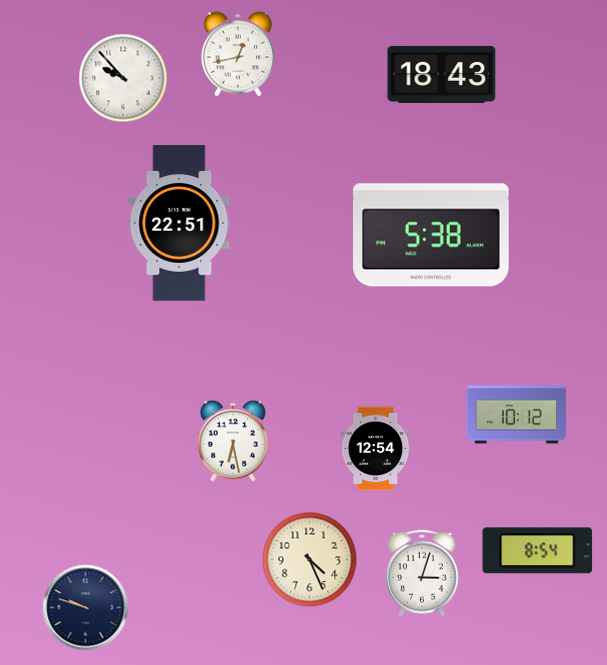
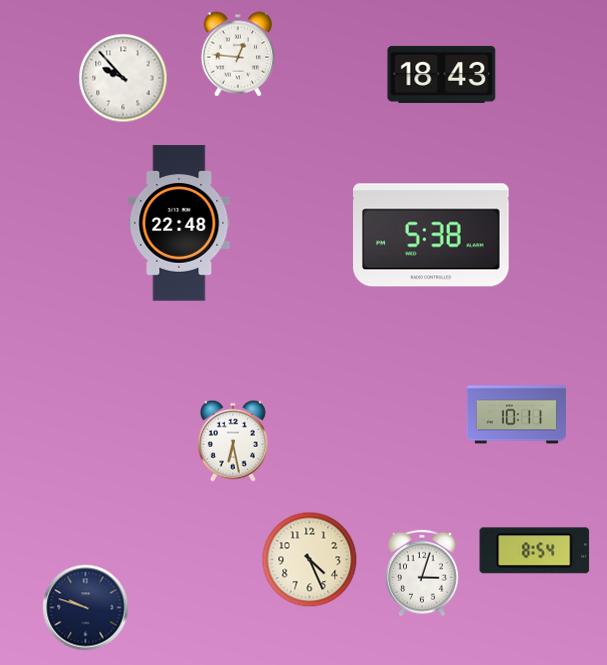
clock at (238, 54): 12:43 -> 12:46
clock at (179, 223): 22:51 -> 22:48
clock at (516, 415): 10:12 -> 10:11
clock at (376, 449): 12:54 -> none
clock at (538, 551) position: (538, 551) -> (535, 551)
